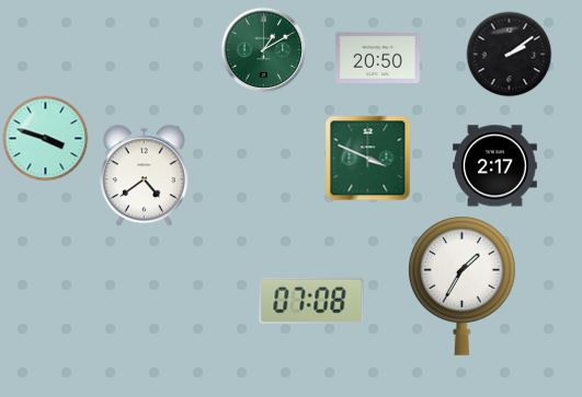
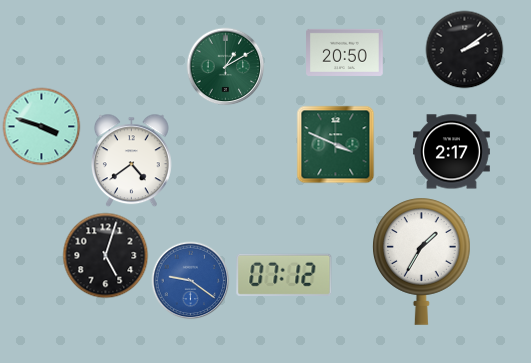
clock at (263, 49) position: (263, 49) -> (225, 66)
clock at (105, 255): none -> 5:03
clock at (311, 301): 07:08 -> 07:12
clock at (190, 280): none -> 9:21
